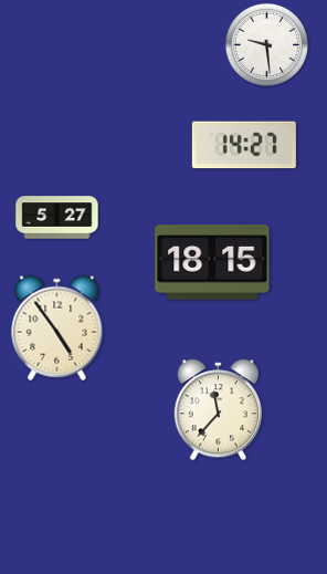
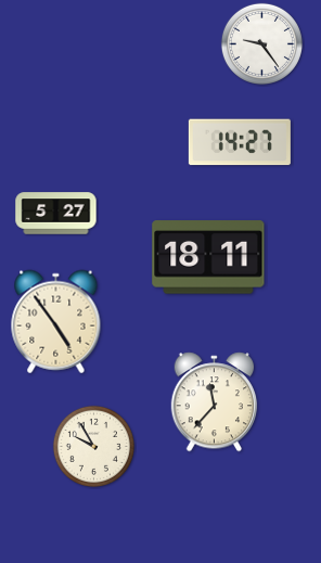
clock at (266, 44): 9:29 -> 9:24
clock at (212, 262): 18:15 -> 18:11
clock at (93, 446): none -> 9:55
